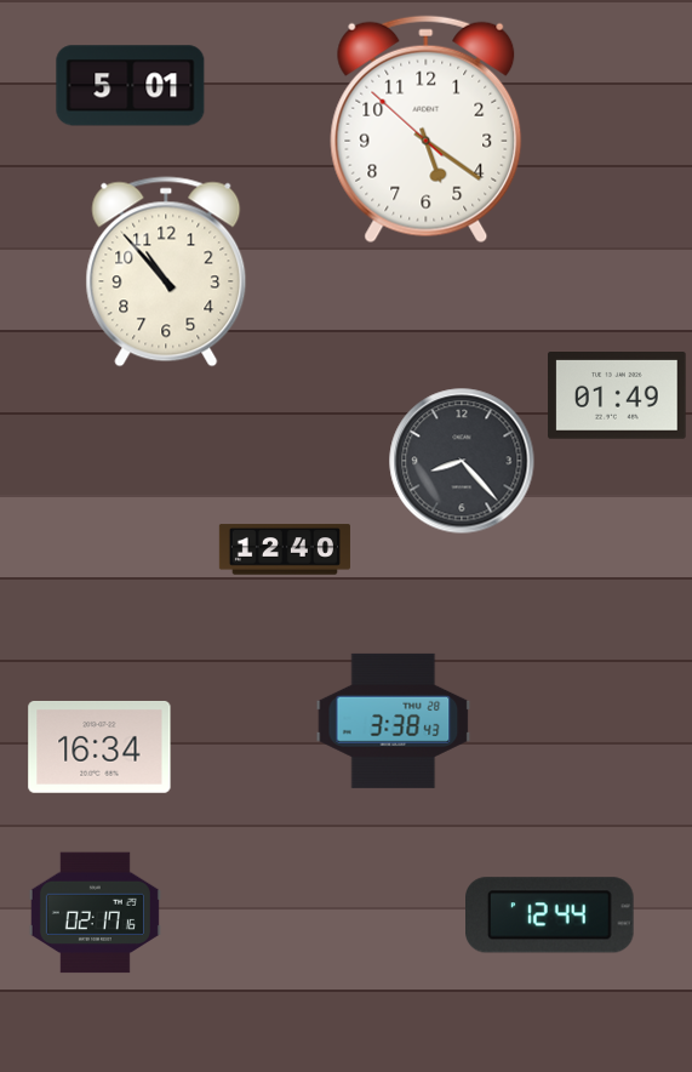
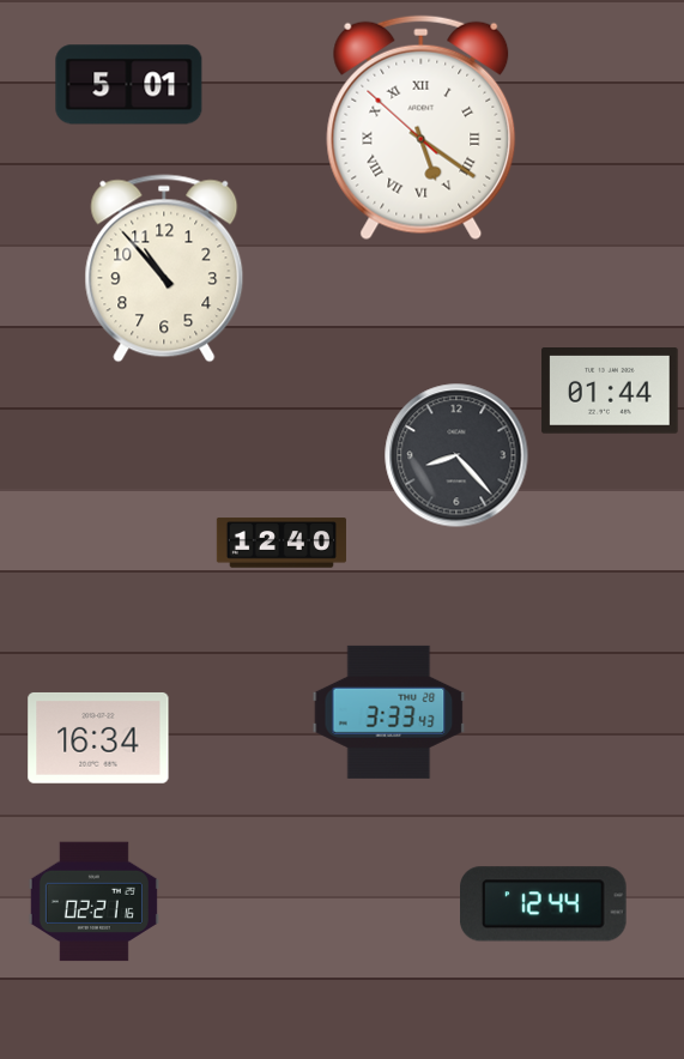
clock at (427, 130) numerals: Arabic -> Roman
clock at (617, 397): 01:49 -> 01:44
clock at (394, 720): 3:38 -> 3:33
clock at (95, 913): 02:17 -> 02:21
